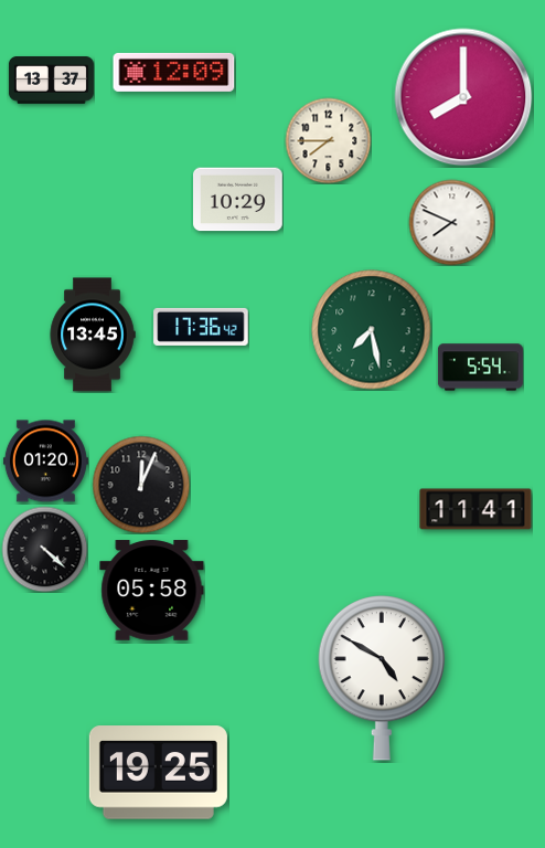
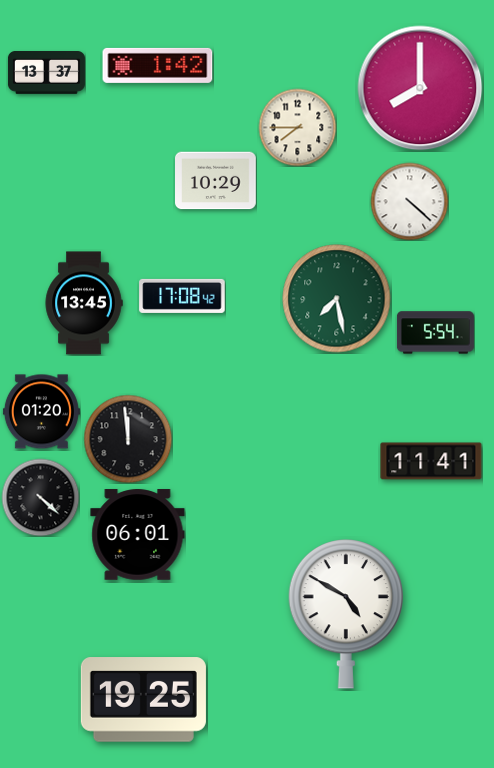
clock at (174, 72): 12:09 -> 1:42
clock at (451, 222): 7:49 -> 4:22
clock at (201, 327): 17:36 -> 17:08
clock at (45, 462) position: (45, 462) -> (41, 412)
clock at (141, 485): 12:04 -> 11:59
clock at (152, 591): 05:58 -> 06:01
